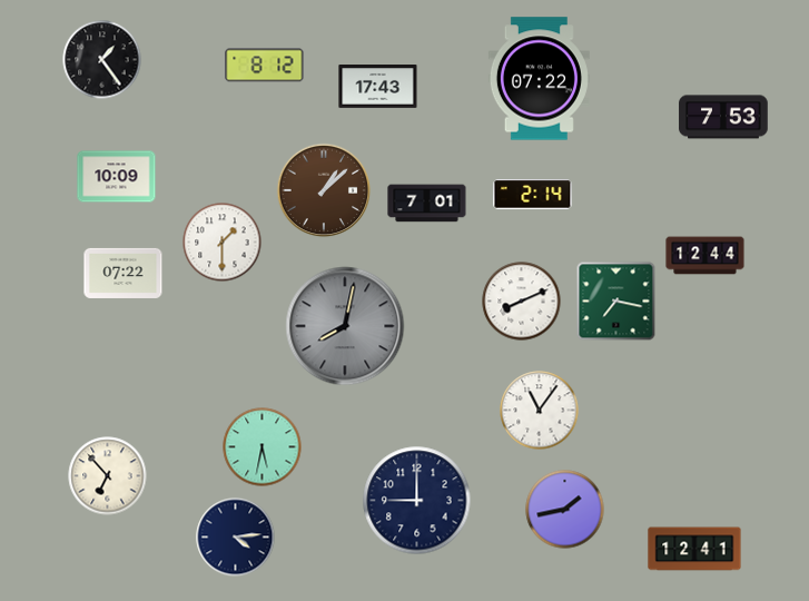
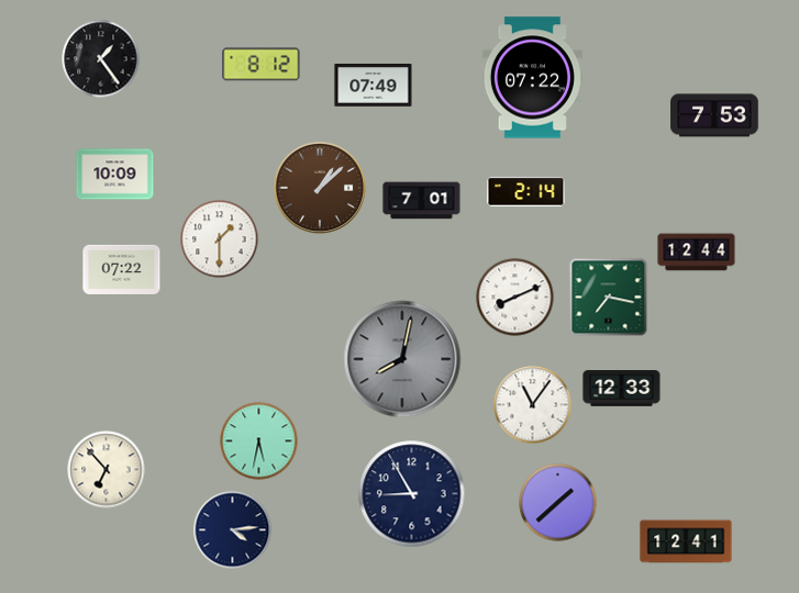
clock at (378, 87): 17:43 -> 07:49
clock at (345, 326) position: (345, 326) -> (402, 359)
clock at (622, 389): none -> 12:33
clock at (417, 501): 9:00 -> 8:55
clock at (565, 510): 1:43 -> 1:38
